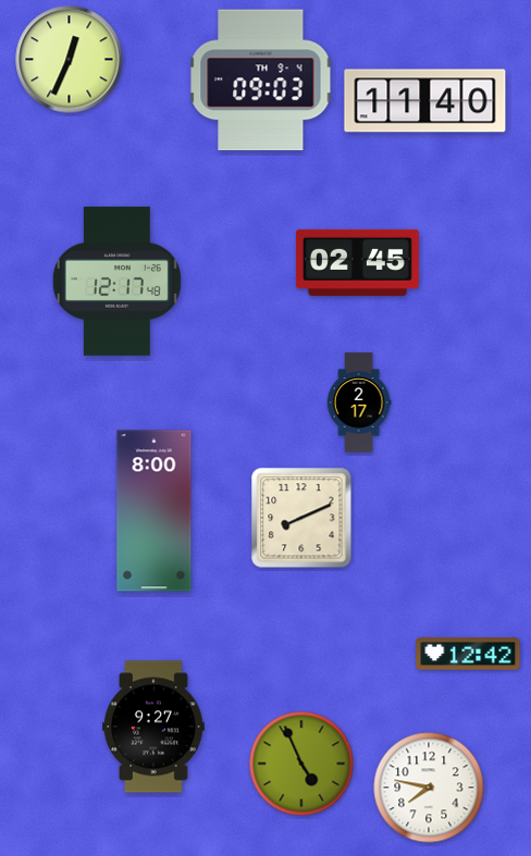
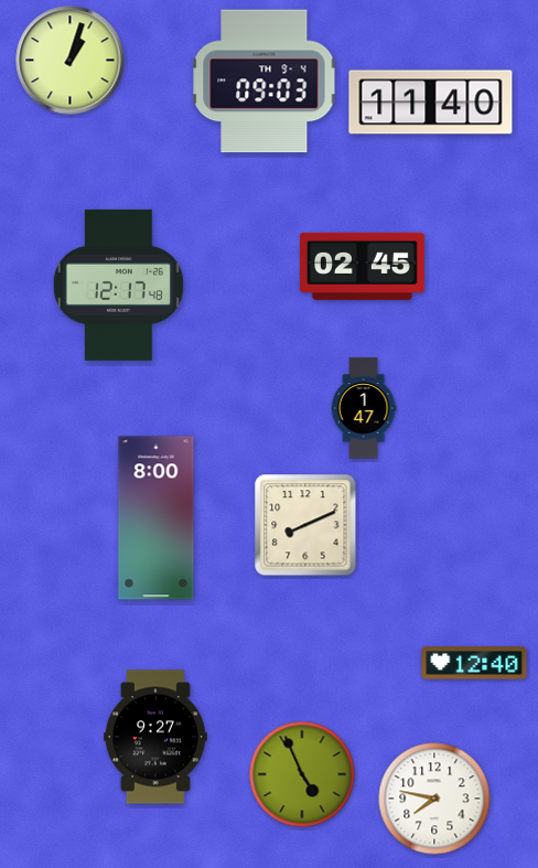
clock at (70, 60): 12:34 -> 1:03
clock at (359, 402): 2:17 -> 1:47
clock at (468, 654): 12:42 -> 12:40
clock at (301, 764) position: (301, 764) -> (302, 774)
